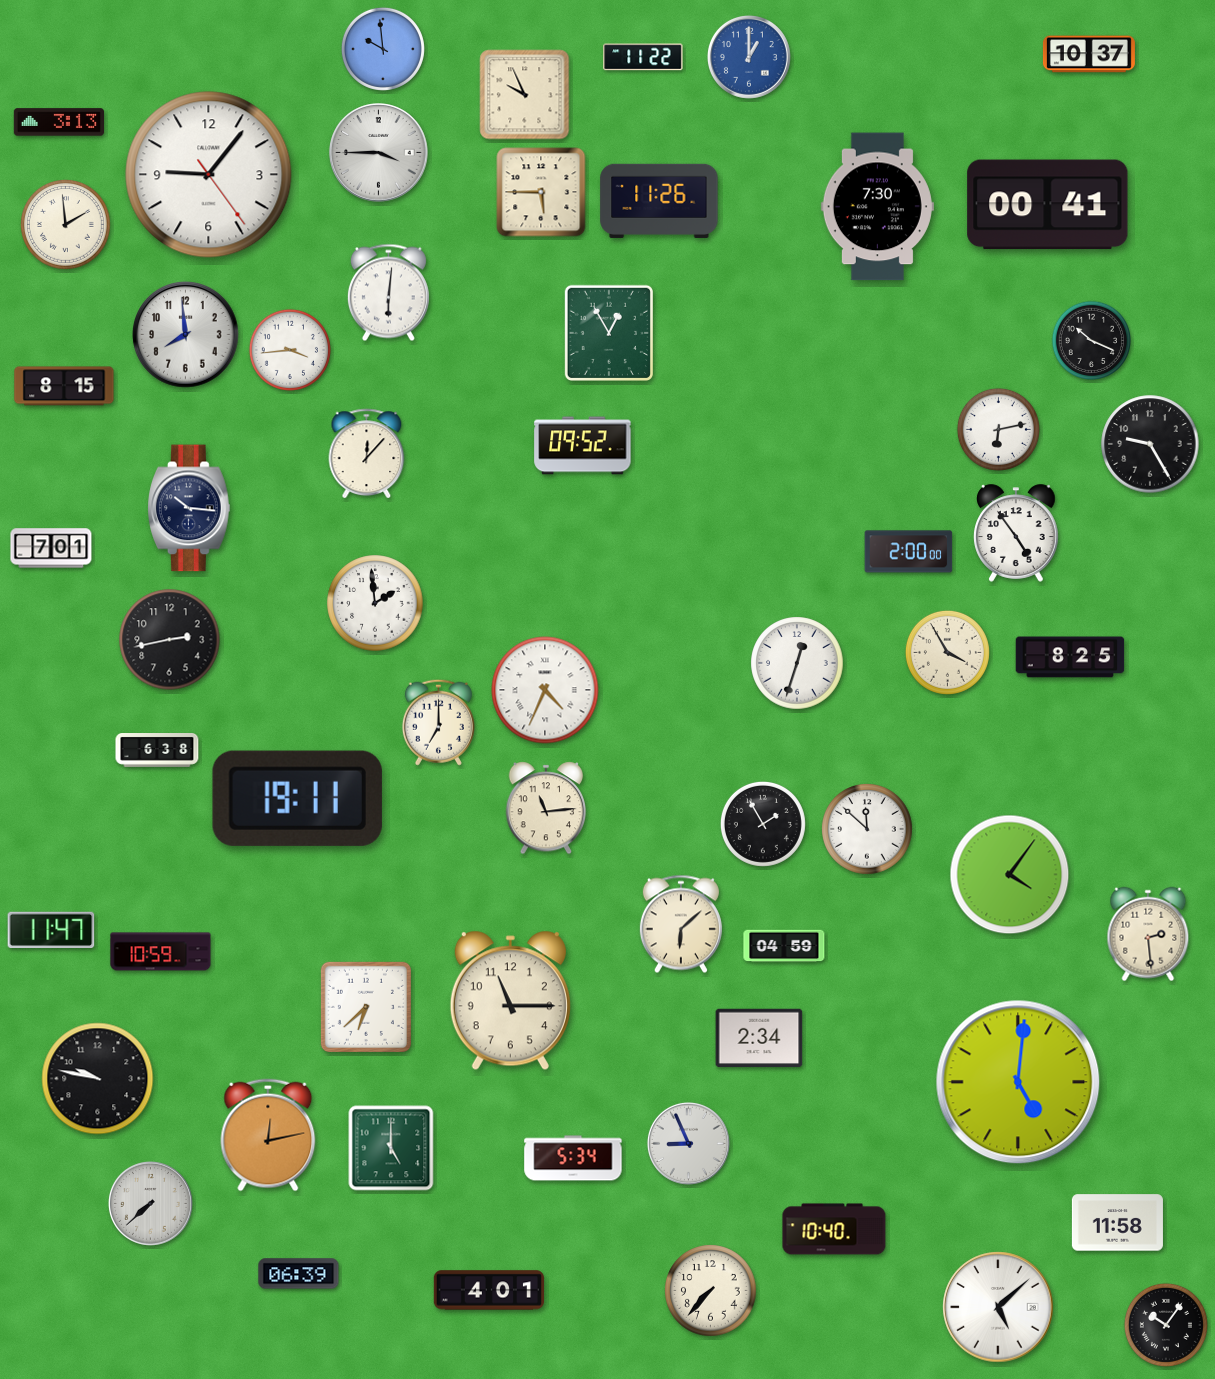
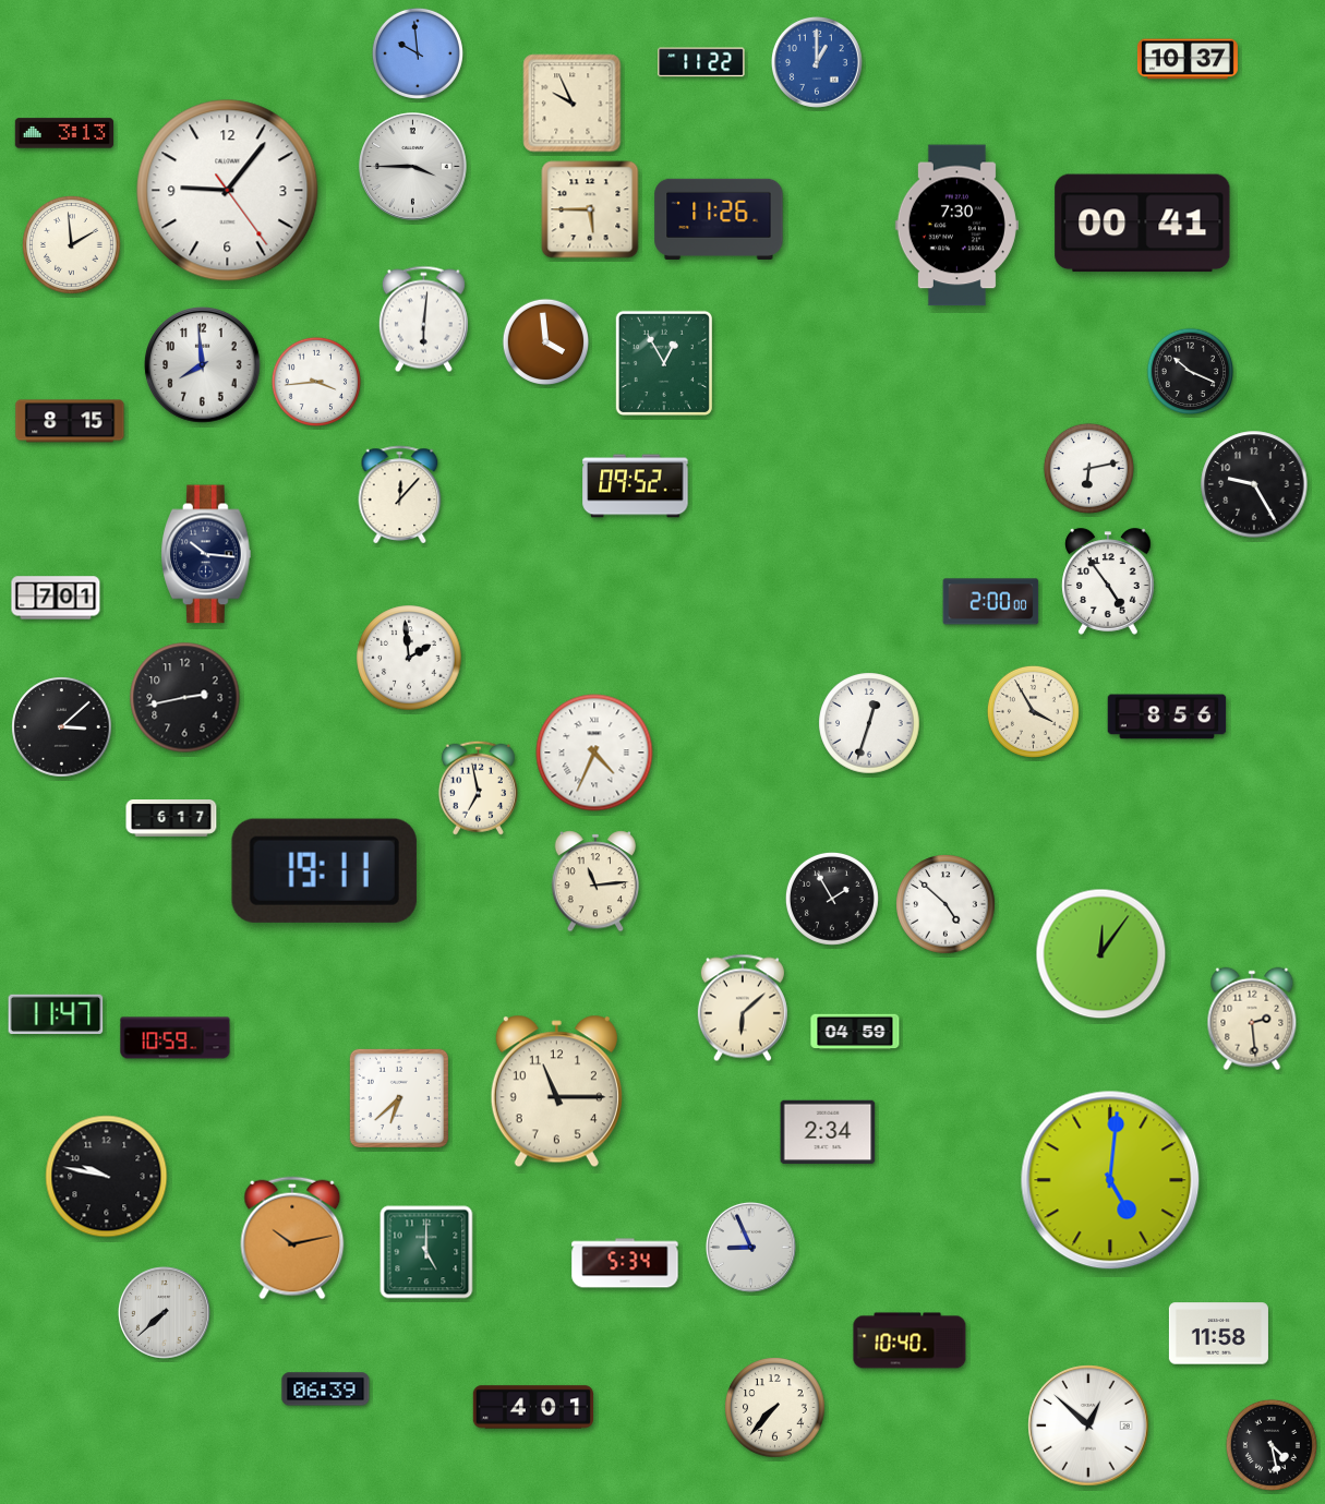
clock at (546, 342): none -> 3:59
clock at (1070, 657): 8:25 -> 8:56
clock at (62, 727): none -> 3:08
clock at (438, 722): 7:00 -> 6:58
clock at (157, 751): 6:38 -> 6:17
clock at (868, 830): 11:52 -> 4:52
clock at (1010, 875): 4:06 -> 12:06
clock at (268, 1135): 12:13 -> 10:13
clock at (998, 1307): 5:08 -> 12:52
clock at (1166, 1325): 10:06 -> 4:28
